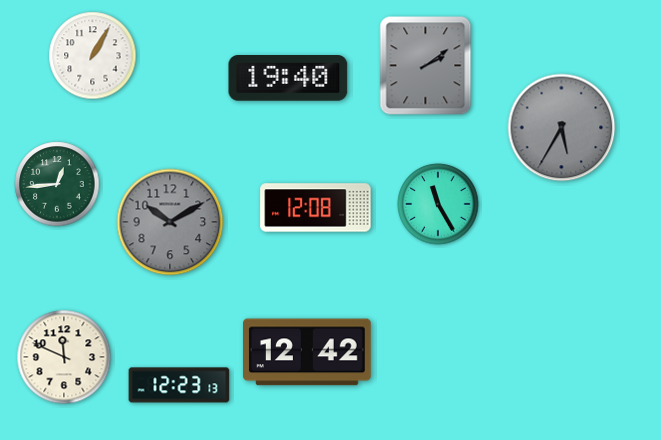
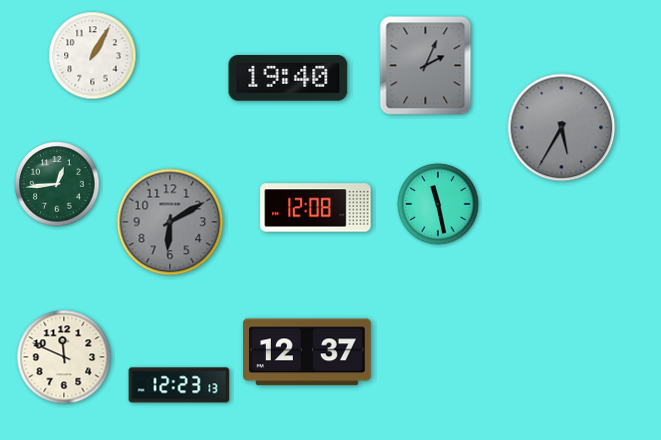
clock at (426, 66): 2:09 -> 2:04
clock at (438, 204): 11:25 -> 11:28
clock at (170, 222): 10:10 -> 6:10
clock at (308, 352): 12:42 -> 12:37
